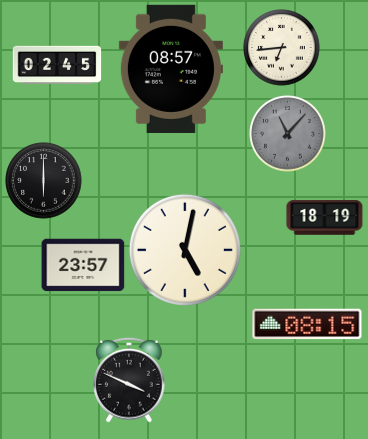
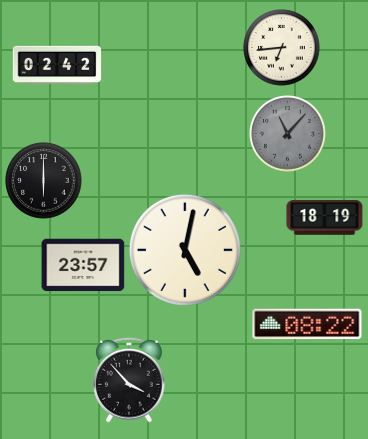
clock at (57, 65): 02:45 -> 02:42
clock at (171, 69): 08:57 -> none
clock at (307, 324): 08:15 -> 08:22
clock at (129, 380): 3:49 -> 3:53
